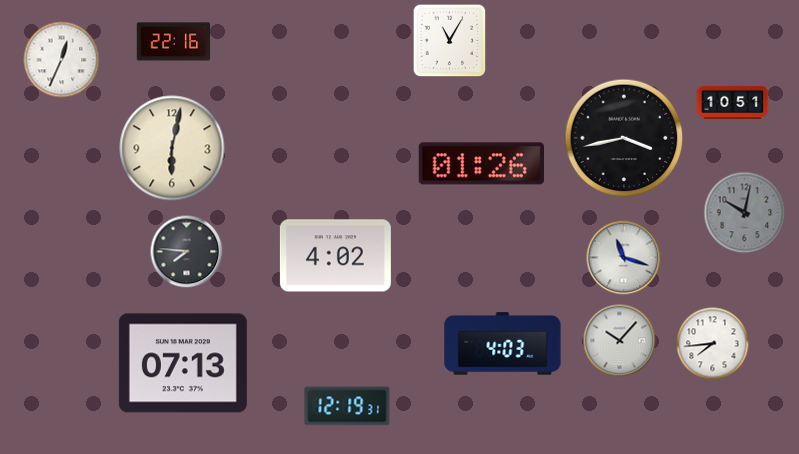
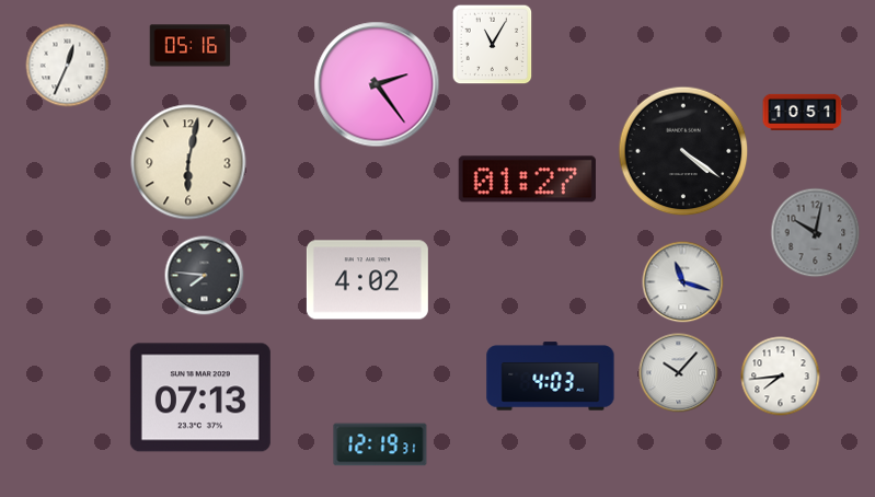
clock at (174, 42): 22:16 -> 05:16
clock at (377, 84): none -> 2:24
clock at (624, 138): 3:43 -> 4:21
clock at (481, 164): 01:26 -> 01:27
